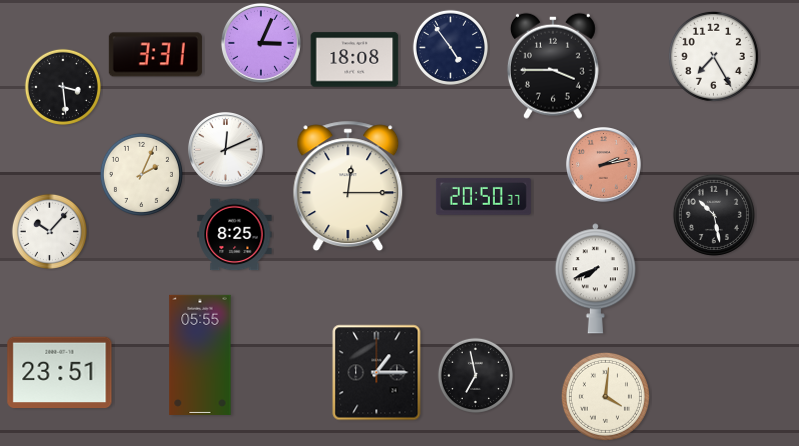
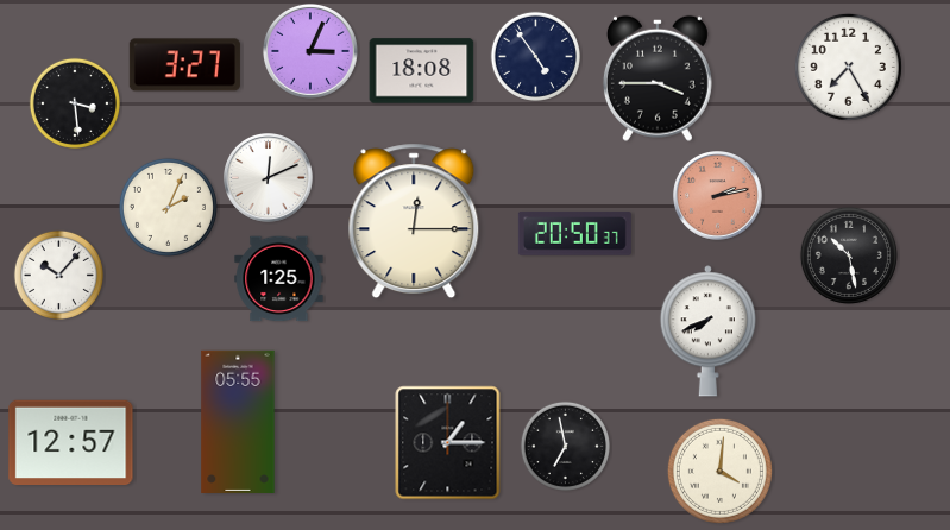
clock at (155, 55): 3:31 -> 3:27
clock at (235, 235): 8:25 -> 1:25
clock at (60, 373): 23:51 -> 12:57
